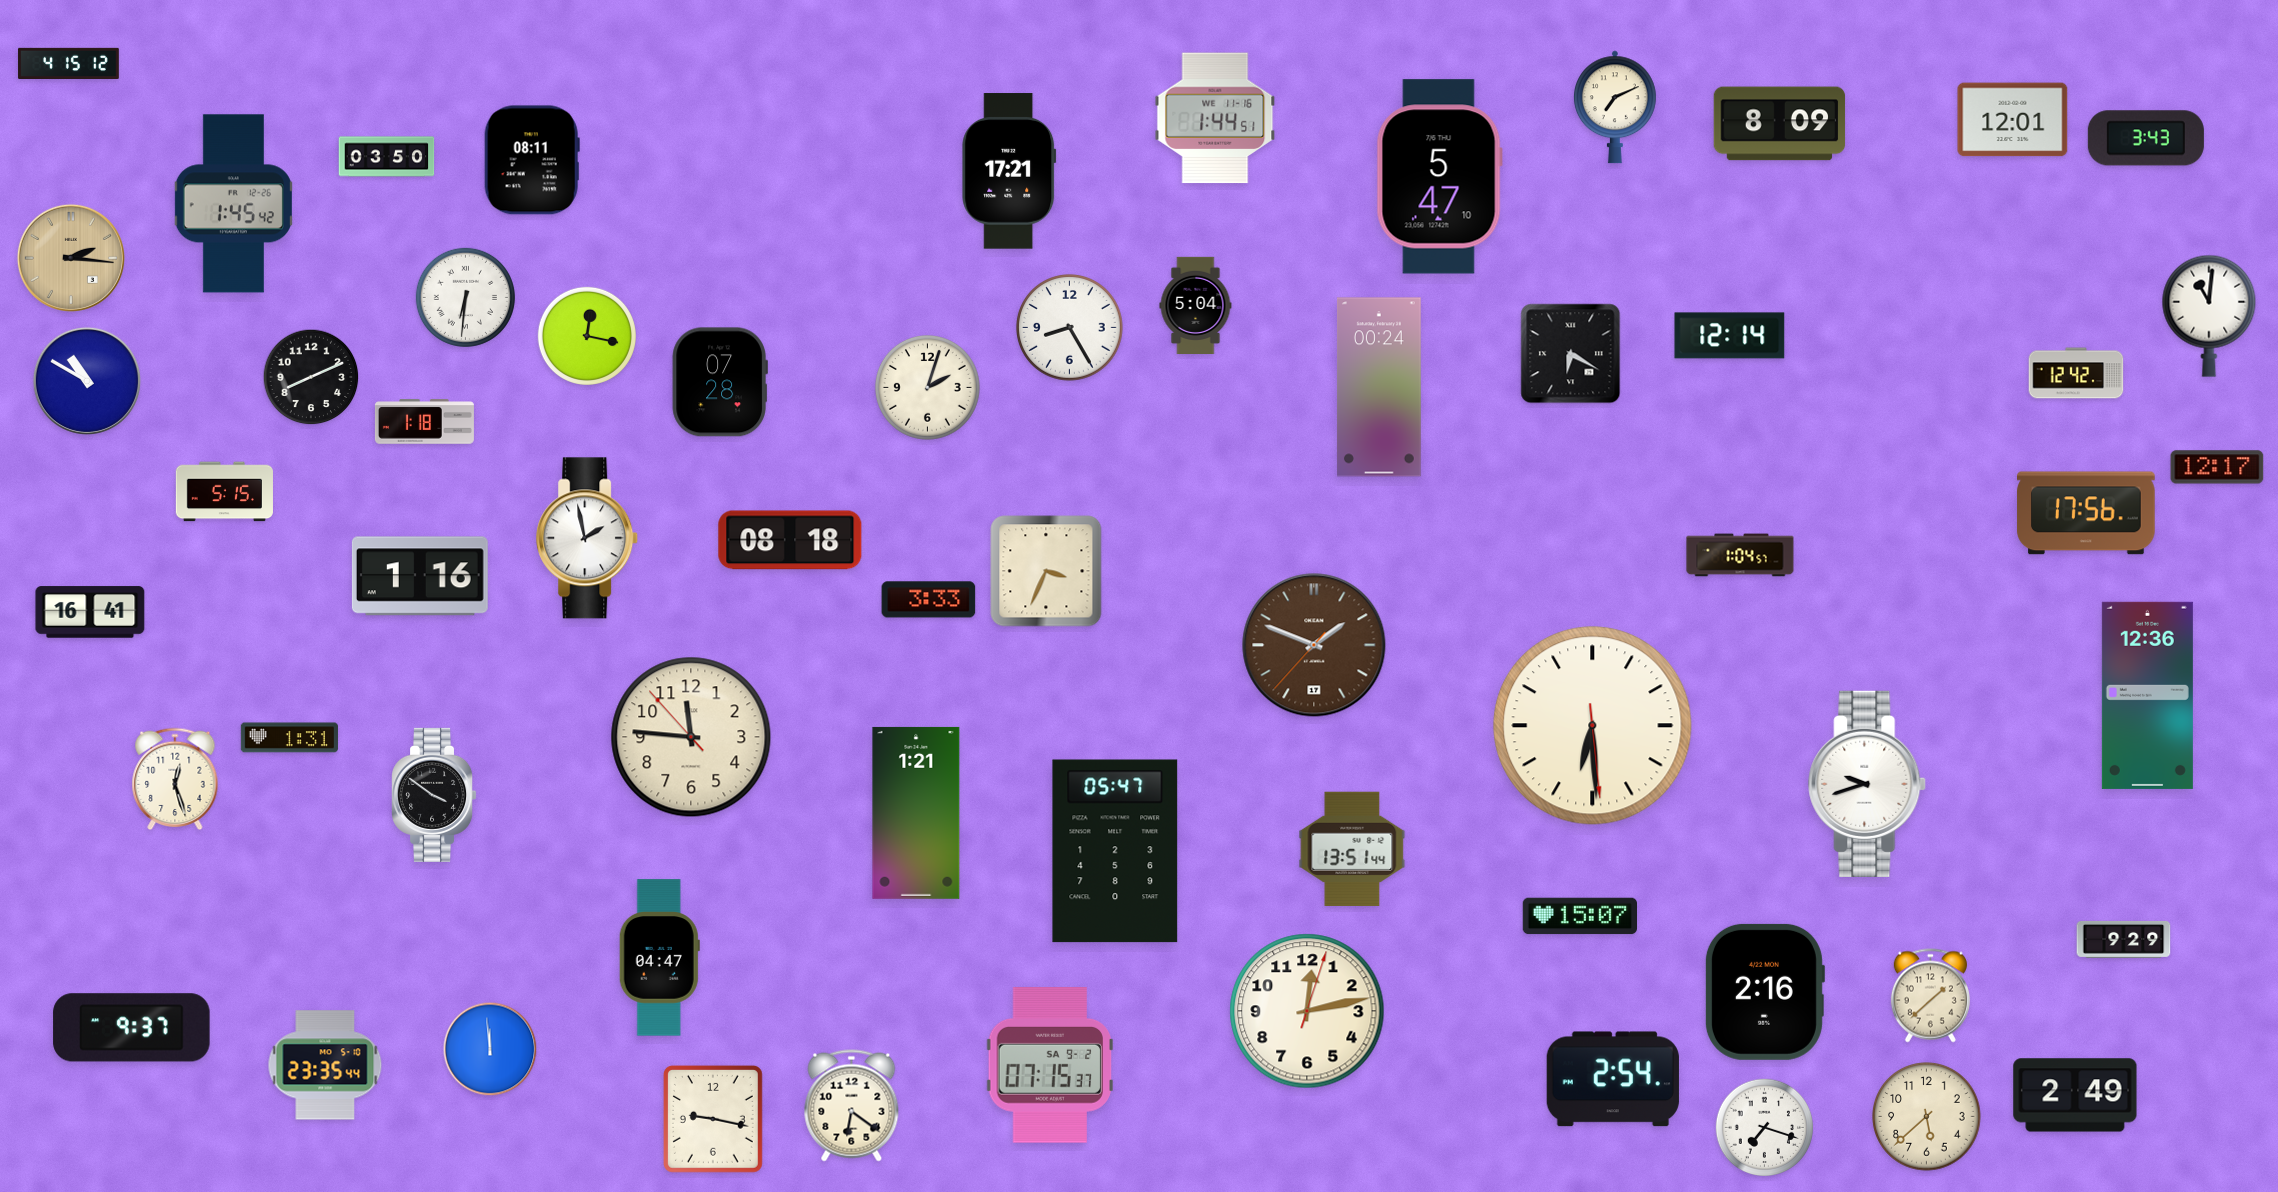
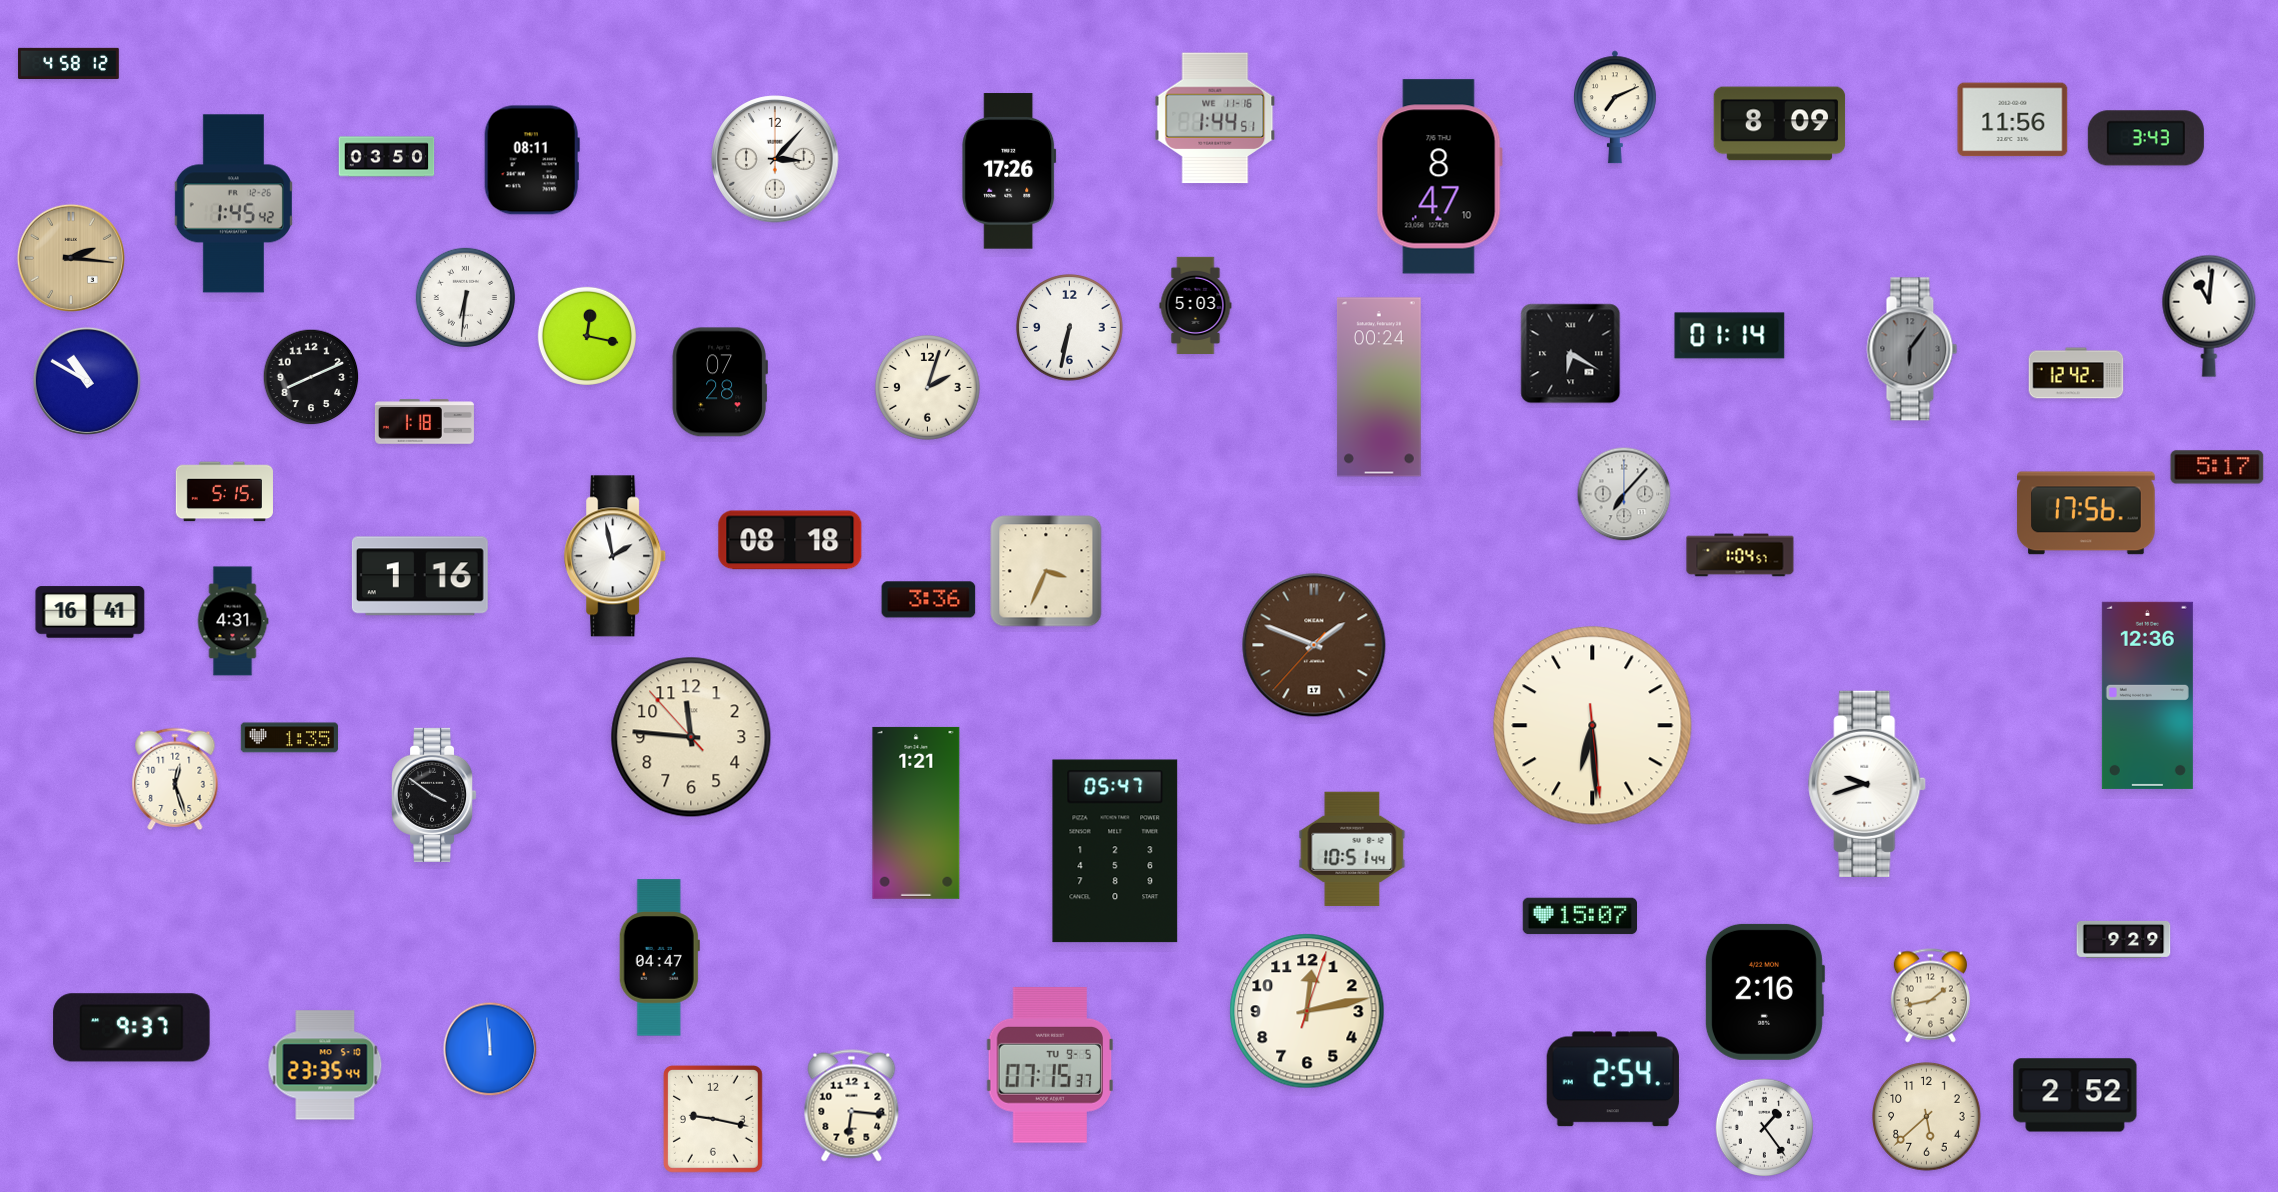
clock at (69, 63): 4:15 -> 4:58
clock at (2013, 120): 12:01 -> 11:56
clock at (775, 159): none -> 3:07
clock at (1009, 171): 17:21 -> 17:26
clock at (1439, 177): 5:47 -> 8:47
clock at (1196, 305): 5:04 -> 5:03
clock at (1070, 328): 8:25 -> 6:32
clock at (1730, 336): 12:14 -> 01:14
clock at (1912, 349): none -> 6:06
clock at (2217, 467): 12:17 -> 5:17
clock at (1624, 494): none -> 7:07
clock at (588, 538) position: (588, 538) -> (616, 556)
clock at (929, 600): 3:33 -> 3:36
clock at (233, 621): none -> 4:31
clock at (289, 738): 1:31 -> 1:35
clock at (1352, 849): 13:51 -> 10:51
clock at (1930, 996): 1:38 -> 1:43
clock at (1049, 1066) date: SA 9-2 -> TU 9-5
clock at (2075, 1095): 2:49 -> 2:52
clock at (852, 1106): 6:21 -> 6:16
clock at (1764, 1127): 7:18 -> 1:24
